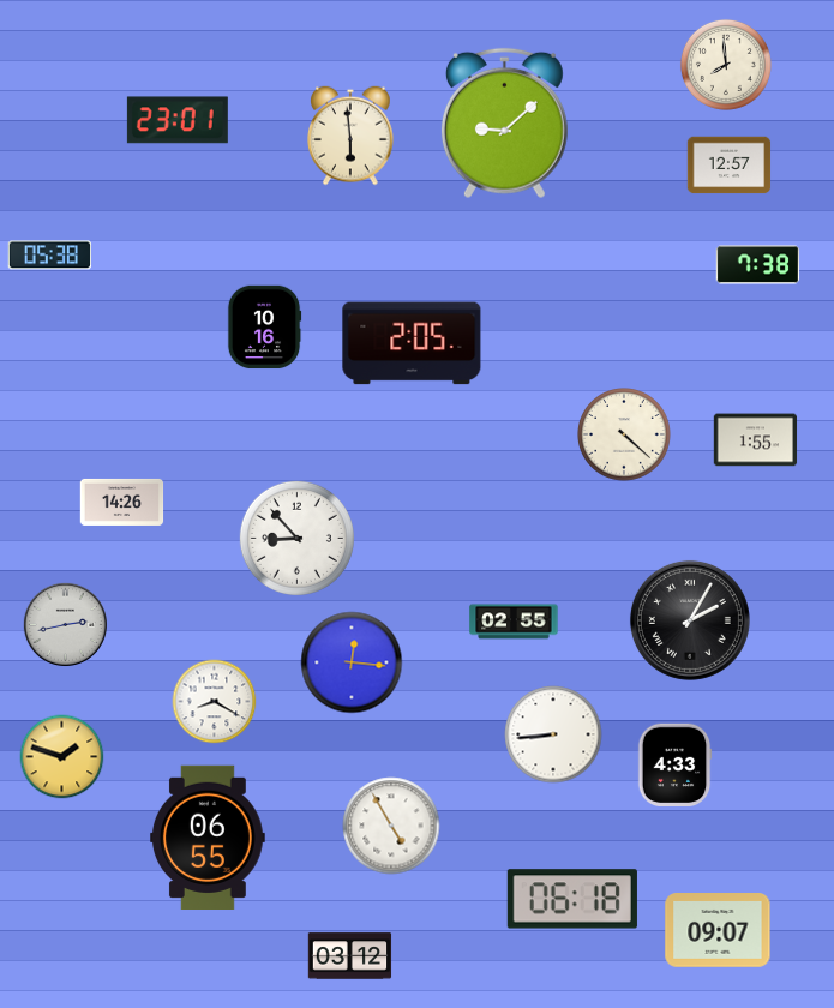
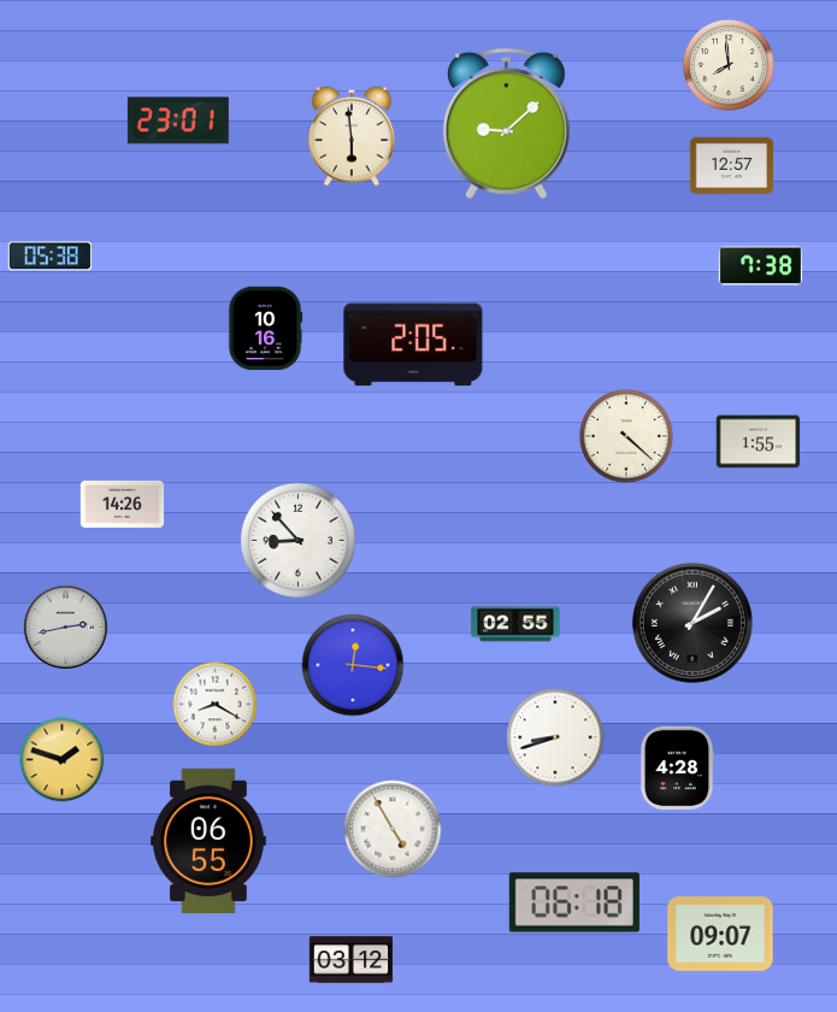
clock at (553, 734): 8:44 -> 8:42
clock at (674, 766): 4:33 -> 4:28
